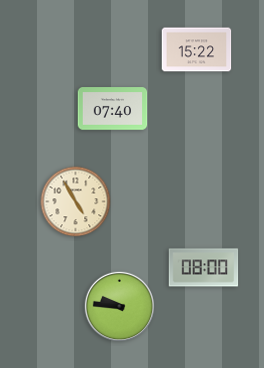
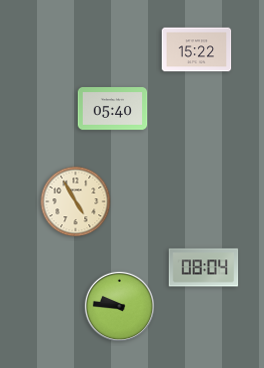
clock at (113, 109): 07:40 -> 05:40
clock at (204, 268): 08:00 -> 08:04
